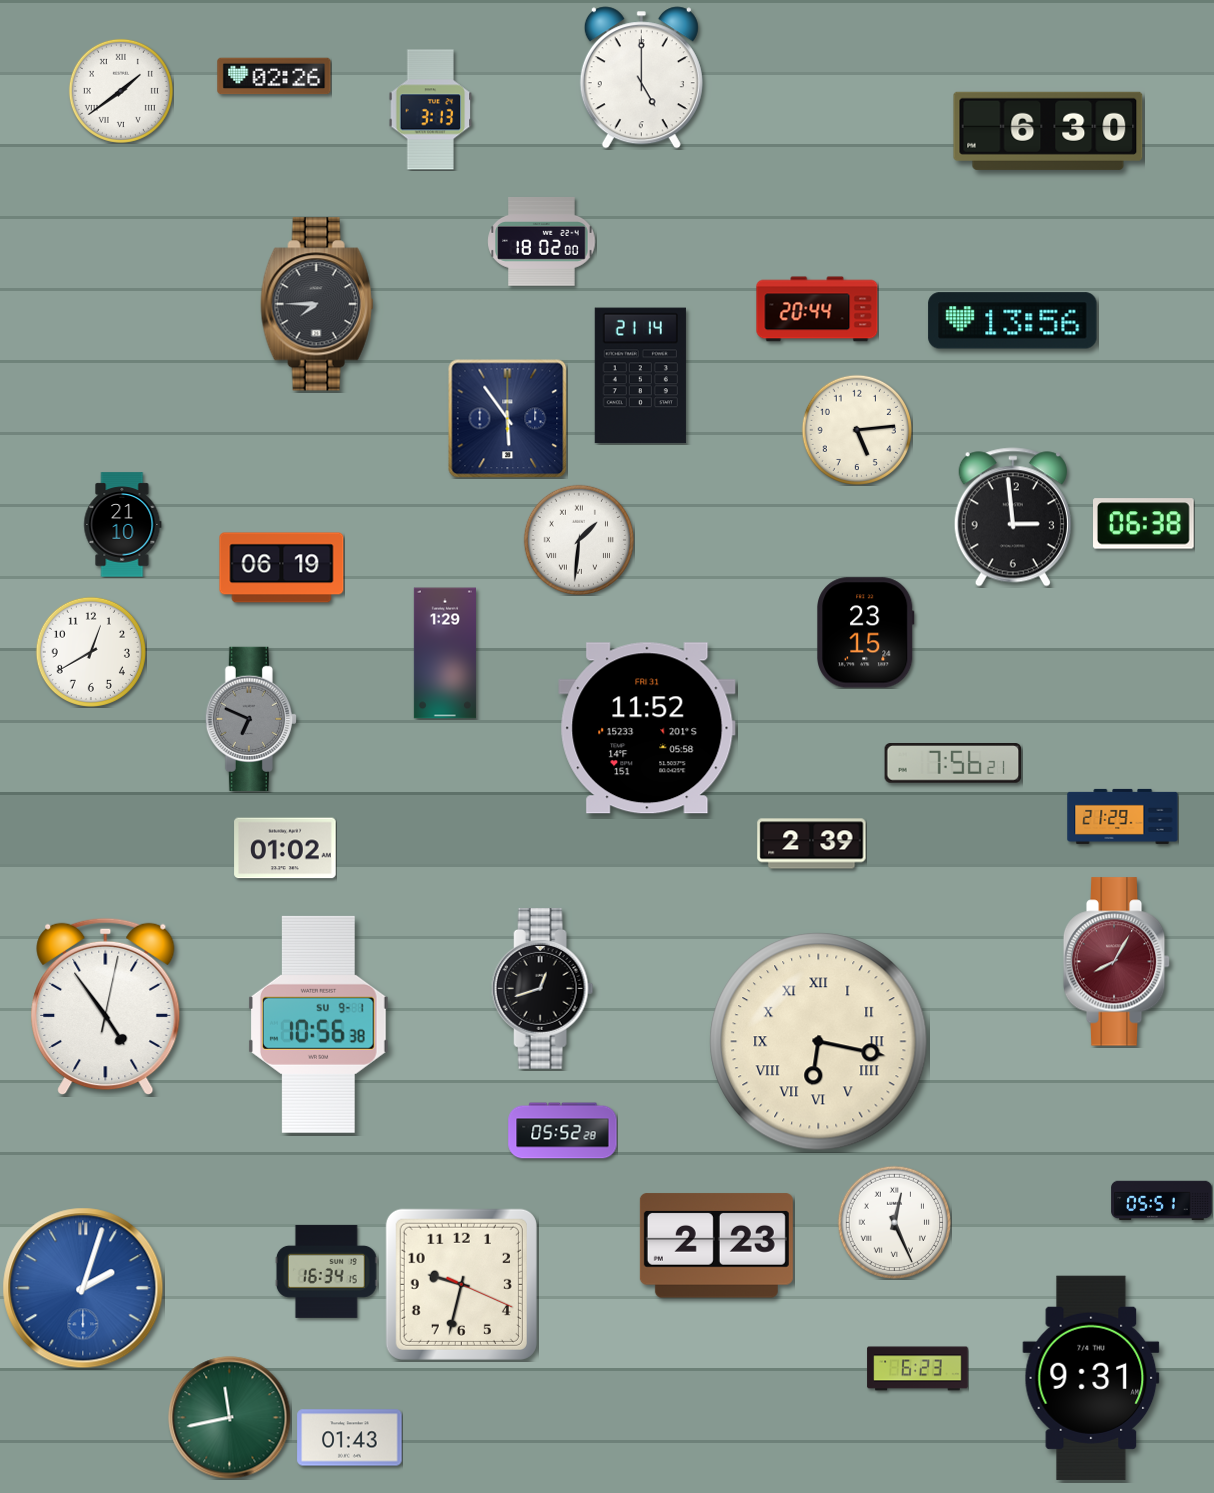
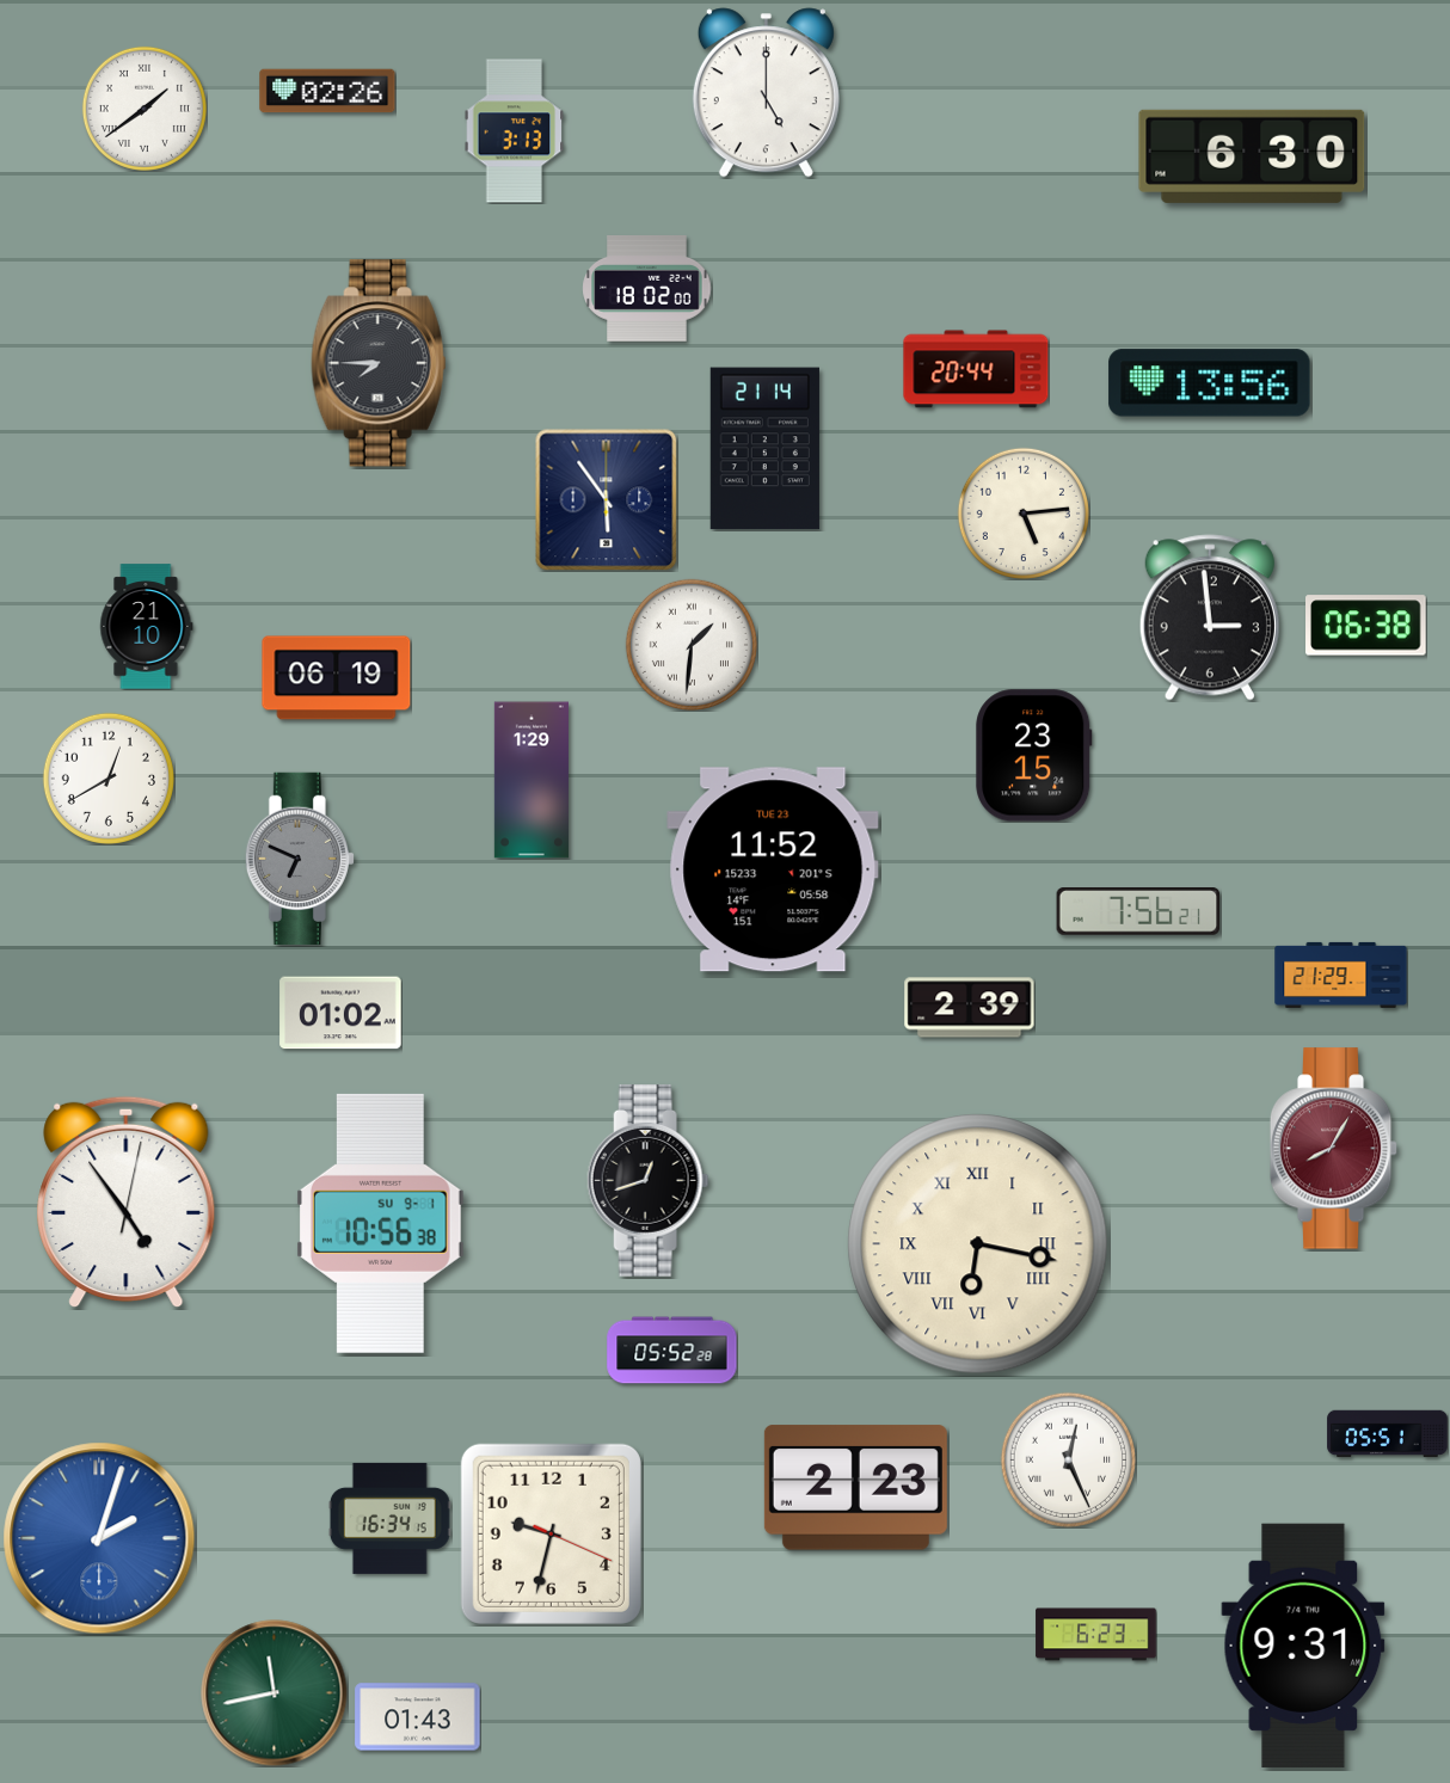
clock at (647, 728) date: FRI 31 -> TUE 23
